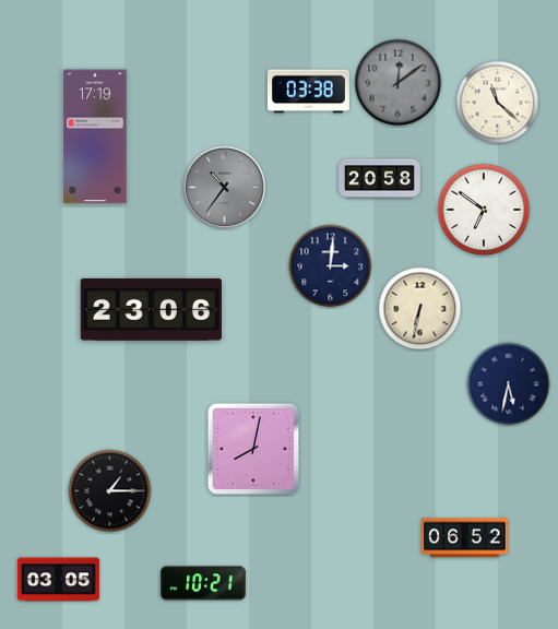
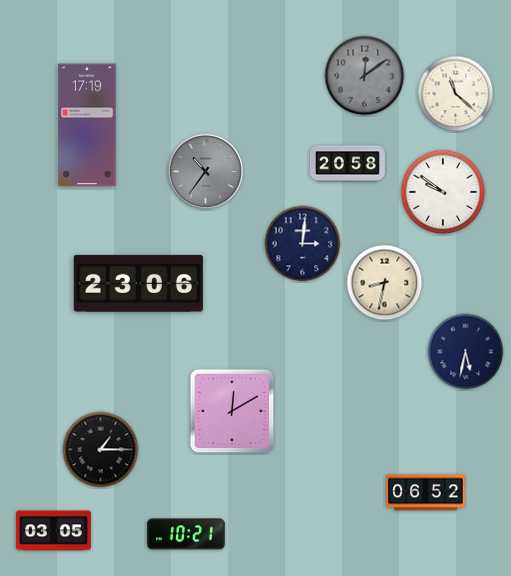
clock at (308, 92): 03:38 -> none
clock at (484, 210): 6:51 -> 9:51
clock at (420, 309): 6:32 -> 8:32
clock at (253, 449): 8:02 -> 12:10
